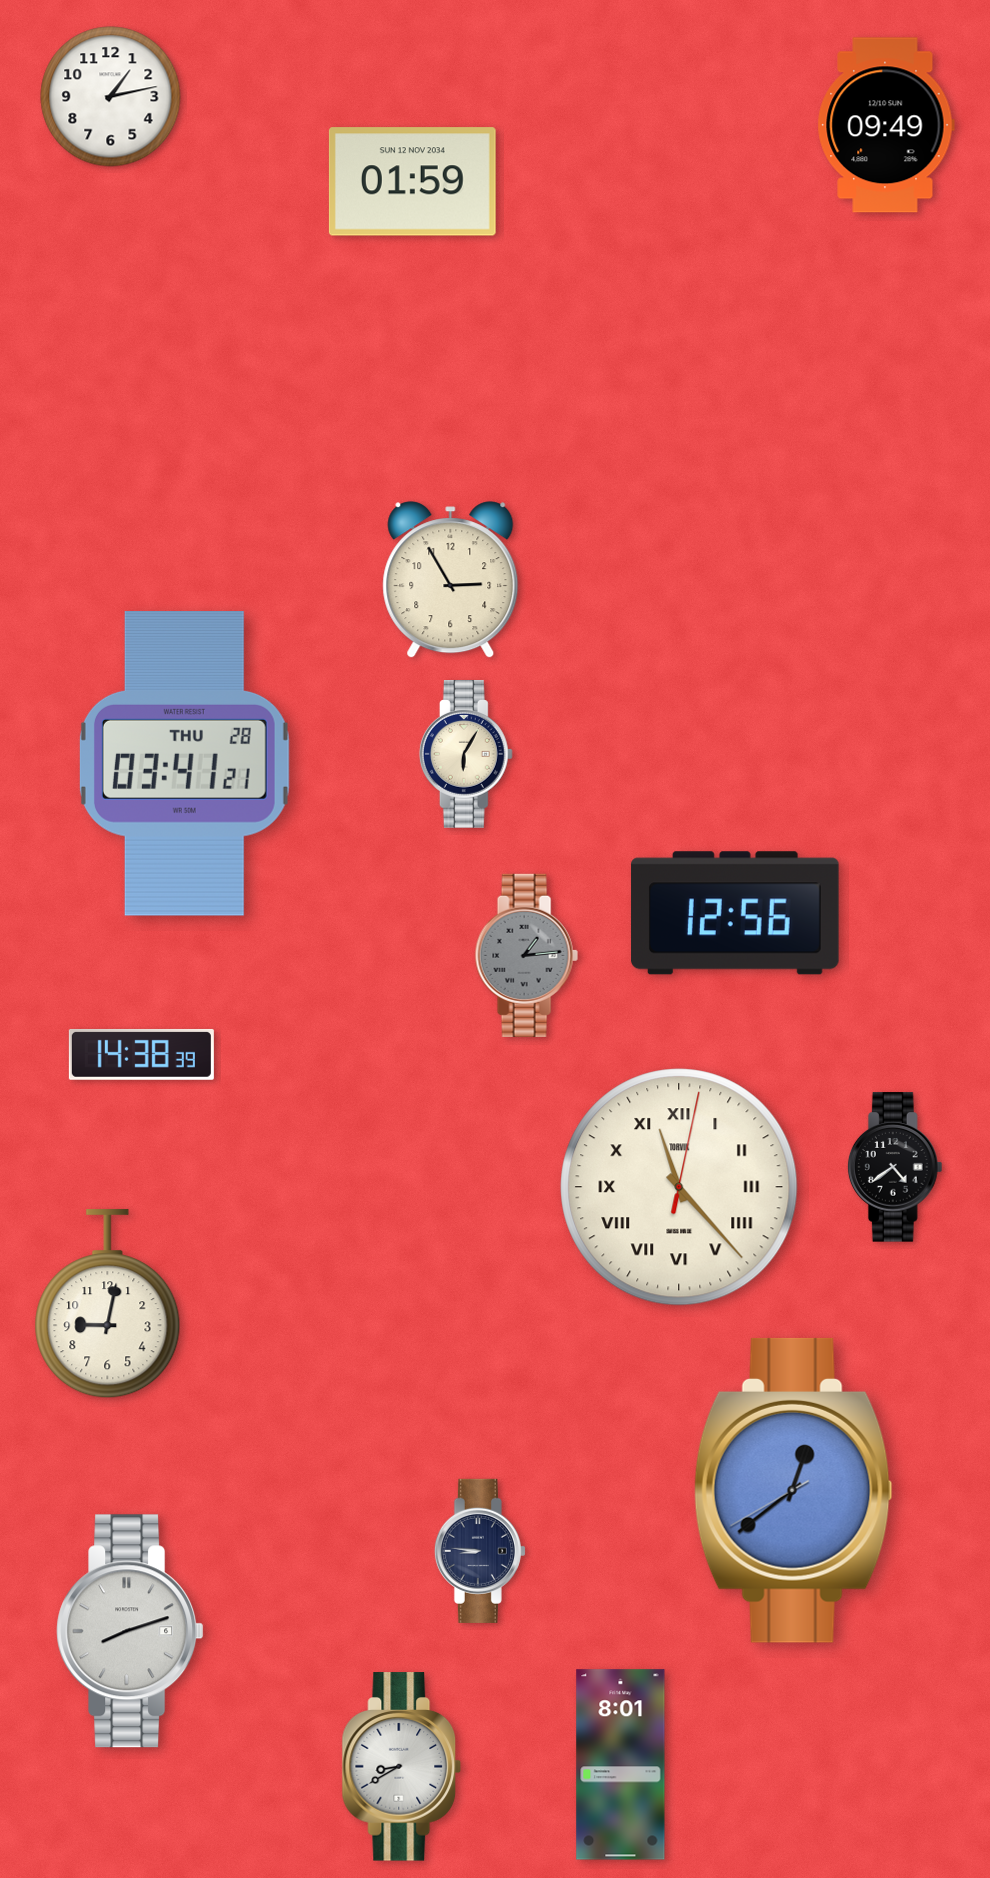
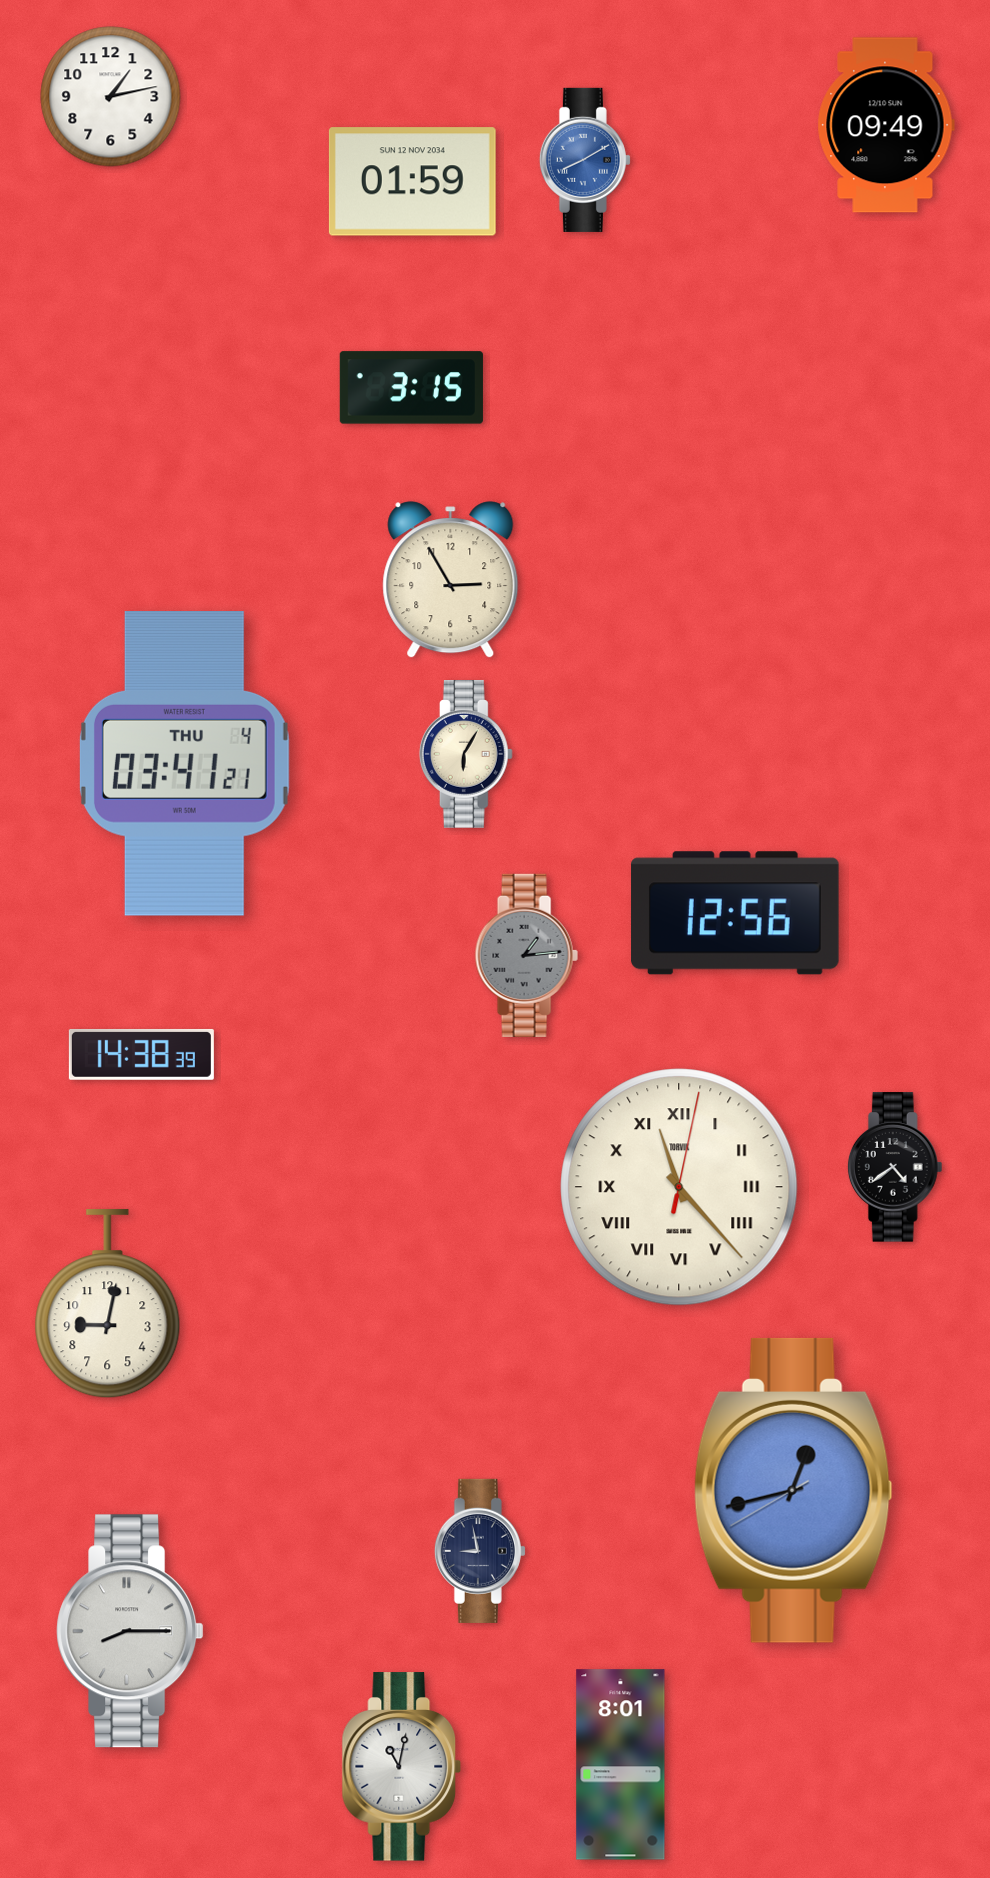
clock at (585, 160): none -> 8:10
clock at (411, 388): none -> 3:15
clock at (184, 764) date: THU 28 -> THU 4
clock at (793, 1490): 12:38 -> 12:42
clock at (480, 1551): 8:46 -> 8:58
clock at (130, 1631): 8:12 -> 8:15
clock at (402, 1767): 8:40 -> 11:02
